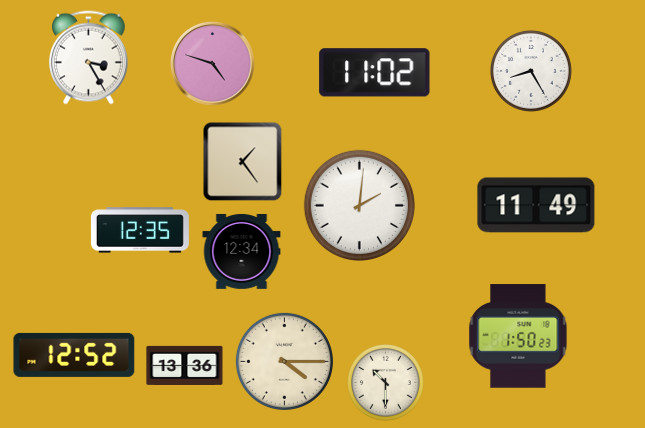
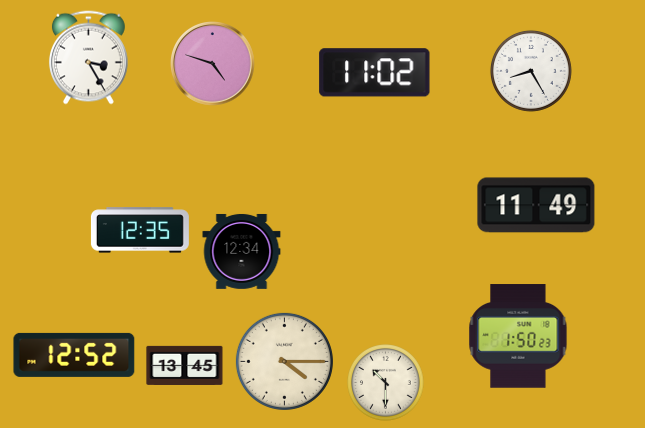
clock at (242, 161): 1:24 -> none
clock at (359, 205): 2:01 -> none
clock at (185, 365): 13:36 -> 13:45
